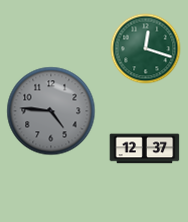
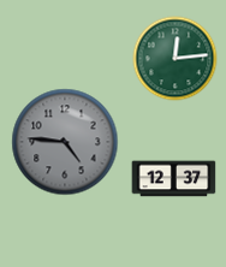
clock at (146, 49): 12:18 -> 12:14
clock at (51, 111) position: (51, 111) -> (65, 142)
